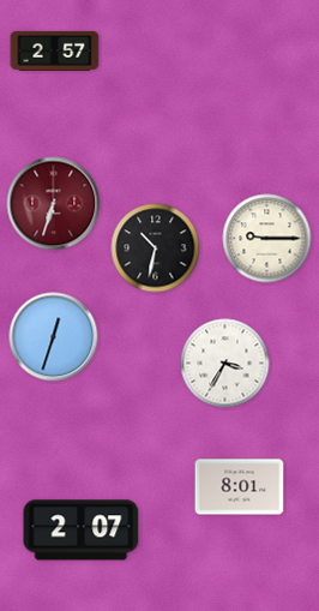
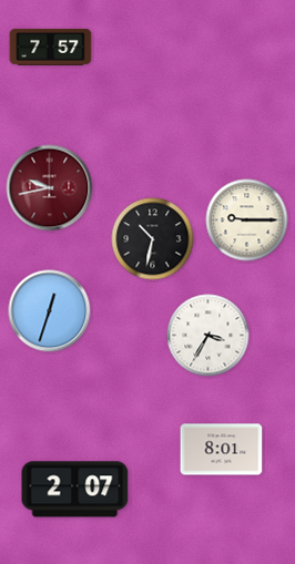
clock at (55, 50): 2:57 -> 7:57
clock at (54, 204): 6:33 -> 9:43
clock at (156, 248) position: (156, 248) -> (153, 239)
